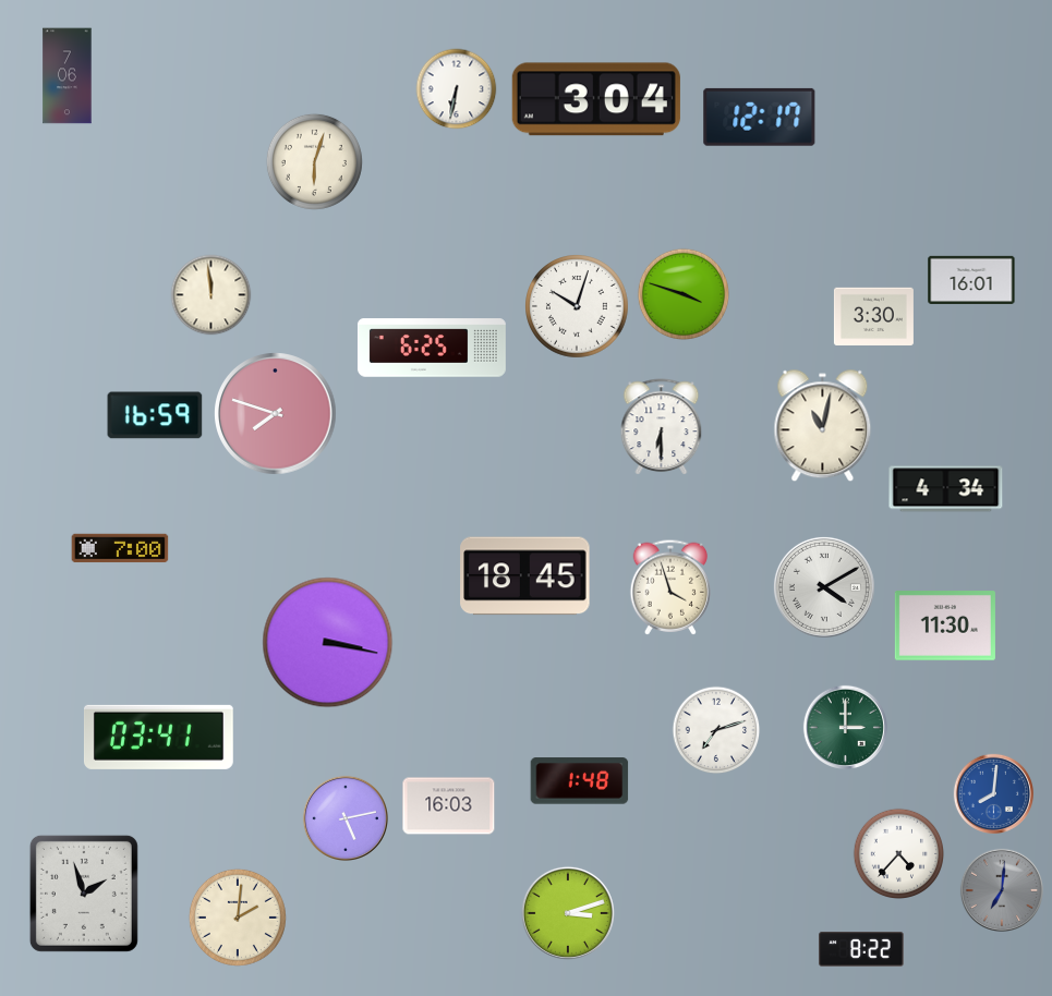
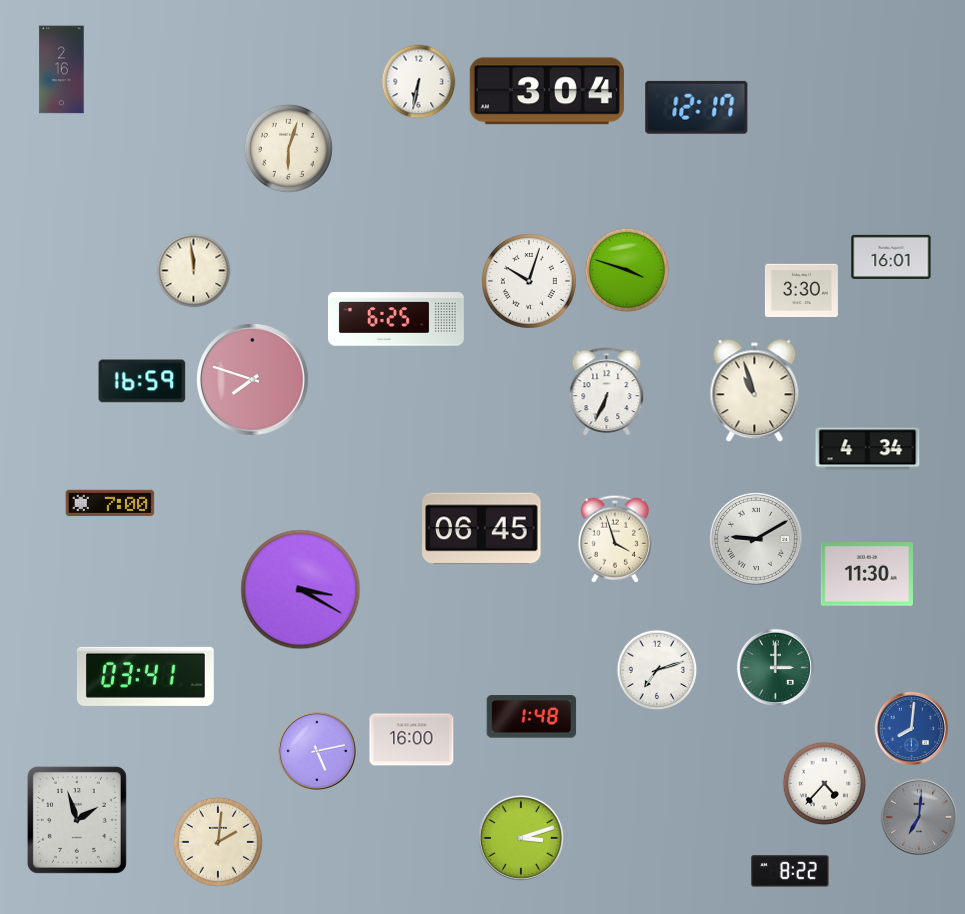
clock at (68, 76): 7:06 -> 2:16
clock at (662, 426): 6:30 -> 6:34
clock at (823, 426): 11:02 -> 10:57
clock at (525, 576): 18:45 -> 06:45
clock at (824, 587): 4:10 -> 9:10
clock at (328, 643): 3:17 -> 3:20
clock at (449, 806): 16:03 -> 16:00
